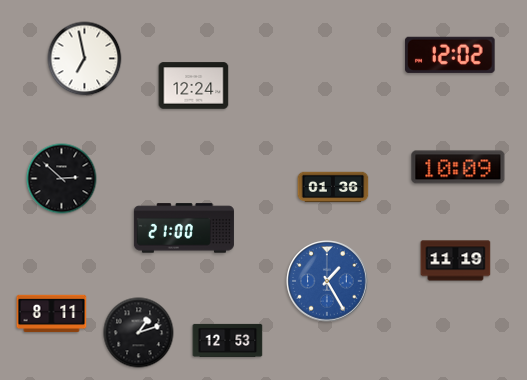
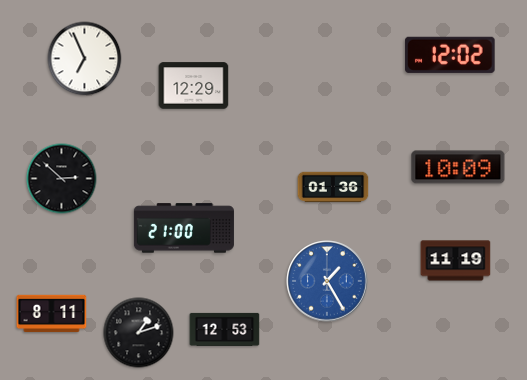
clock at (85, 59): 6:58 -> 6:56
clock at (194, 86): 12:24 -> 12:29
clock at (228, 340) position: (228, 340) -> (225, 329)
